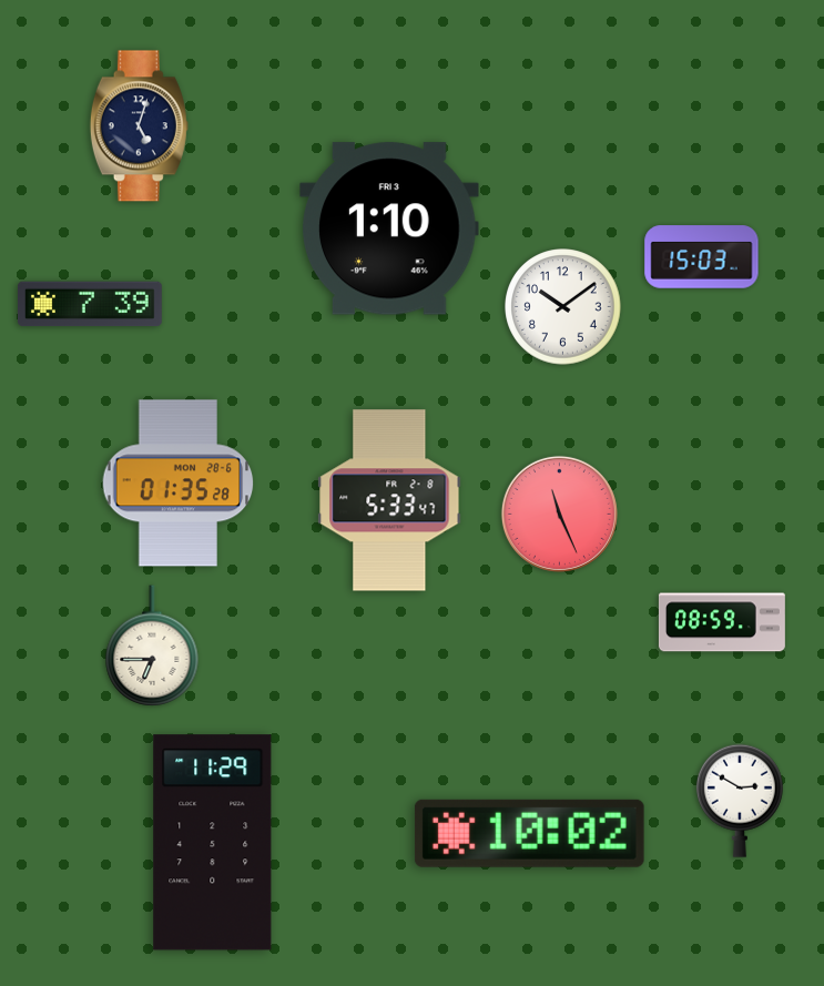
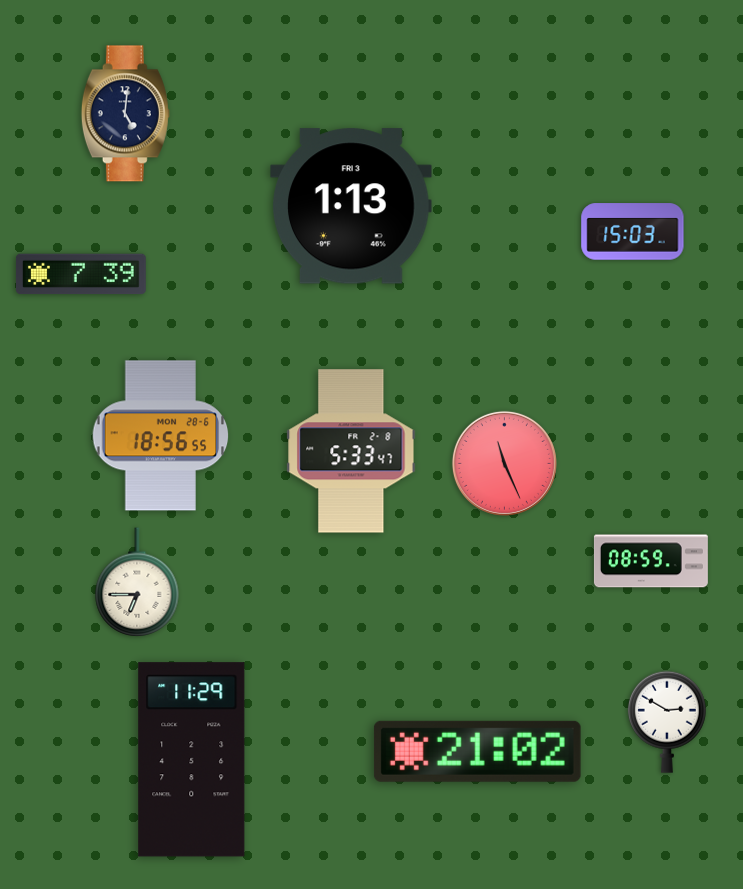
clock at (139, 126): 5:03 -> 5:01
clock at (390, 228): 1:10 -> 1:13
clock at (563, 307): 10:09 -> none
clock at (179, 484): 01:35 -> 18:56
clock at (529, 833): 10:02 -> 21:02
